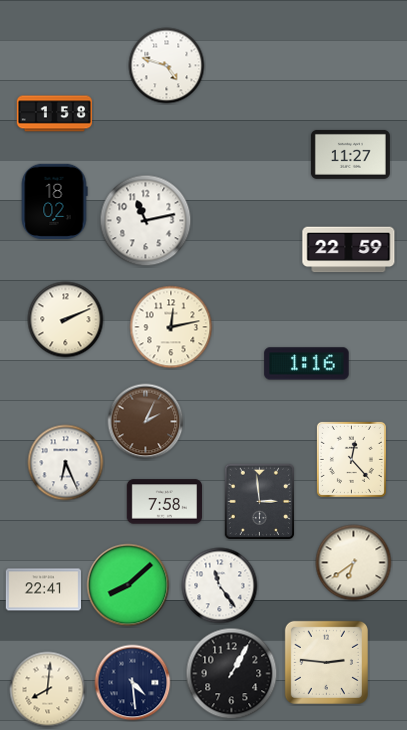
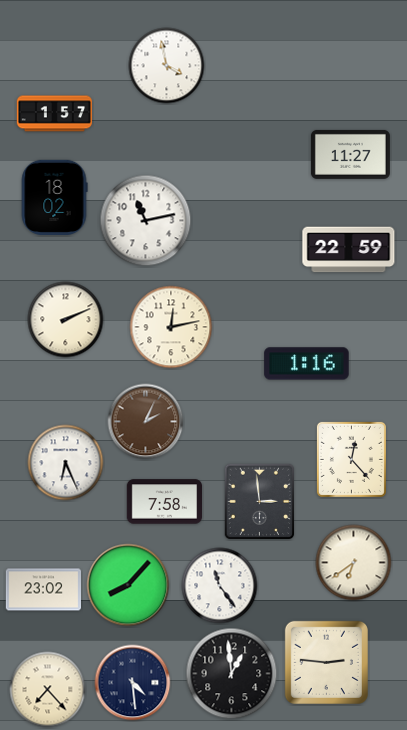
clock at (167, 66): 4:48 -> 3:58
clock at (55, 114): 1:58 -> 1:57
clock at (54, 201) position: (54, 201) -> (54, 197)
clock at (128, 585): 8:08 -> 8:07
clock at (43, 590): 22:41 -> 23:02
clock at (232, 674): 1:05 -> 12:59
clock at (48, 690): 8:01 -> 7:23
